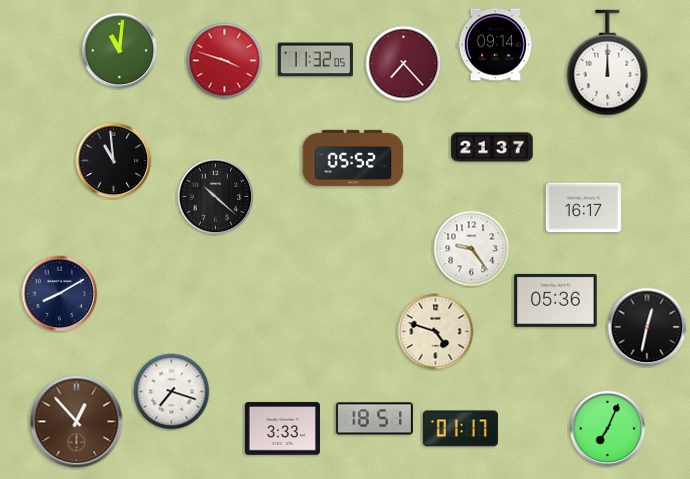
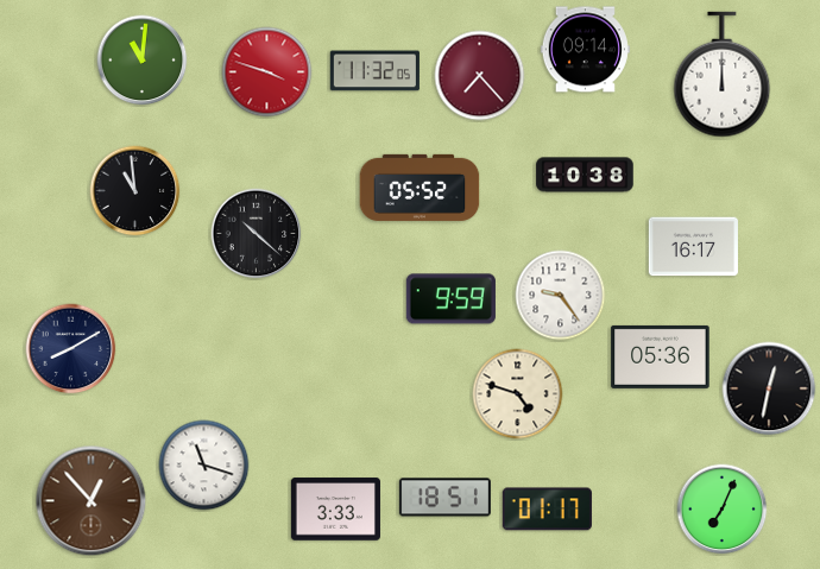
clock at (495, 45) position: (495, 45) -> (585, 50)
clock at (492, 147): 21:37 -> 10:38
clock at (450, 299): none -> 9:59
clock at (172, 392): 7:18 -> 11:18
